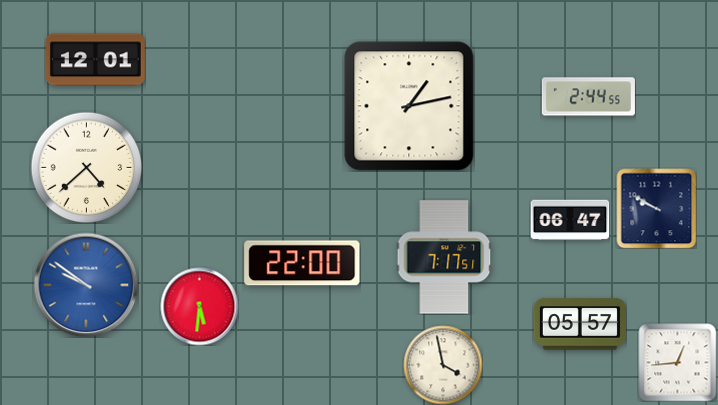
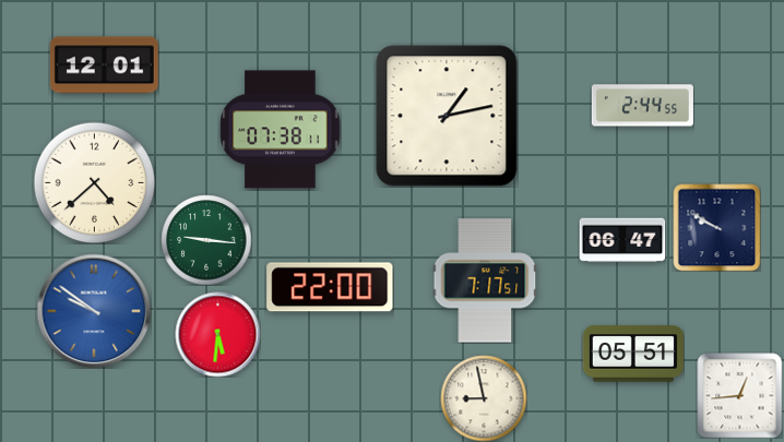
clock at (281, 130): none -> 07:38
clock at (206, 240): none -> 9:16
clock at (580, 324): 05:57 -> 05:51
clock at (443, 365): 3:58 -> 8:58
